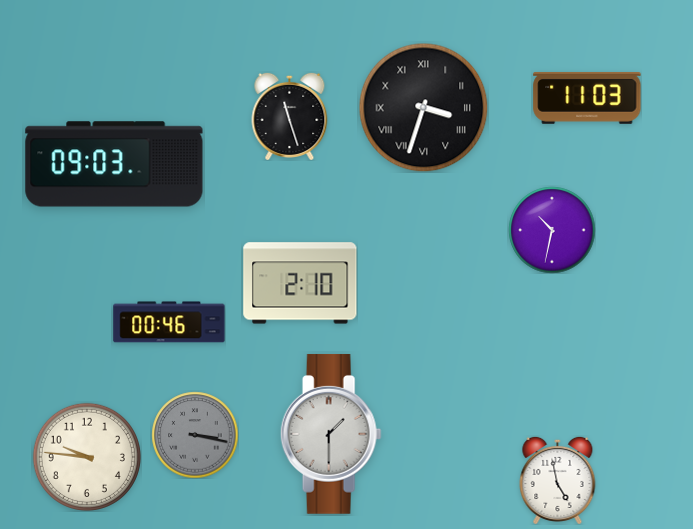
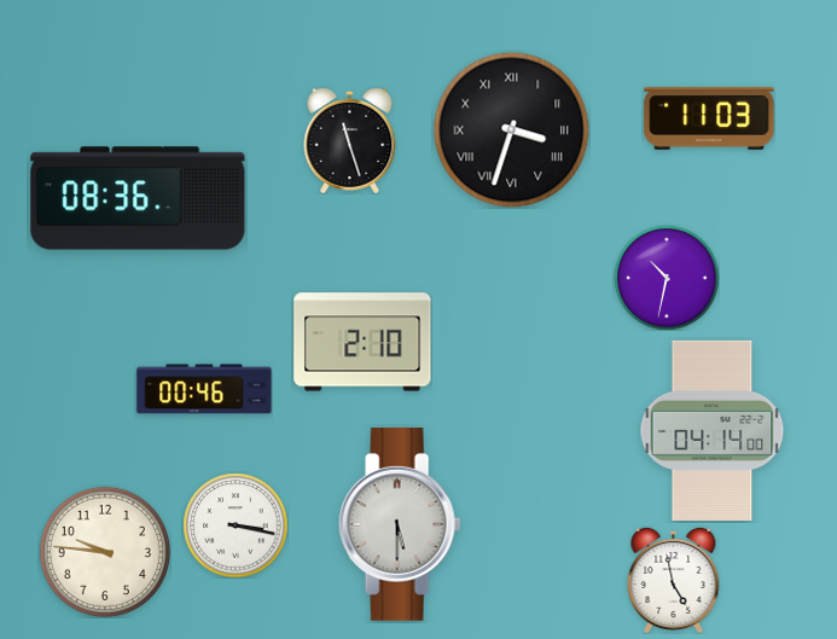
clock at (114, 164): 09:03 -> 08:36
clock at (713, 430): none -> 04:14
clock at (331, 434): 1:30 -> 5:30
clock at (195, 435) dial: grey -> white
